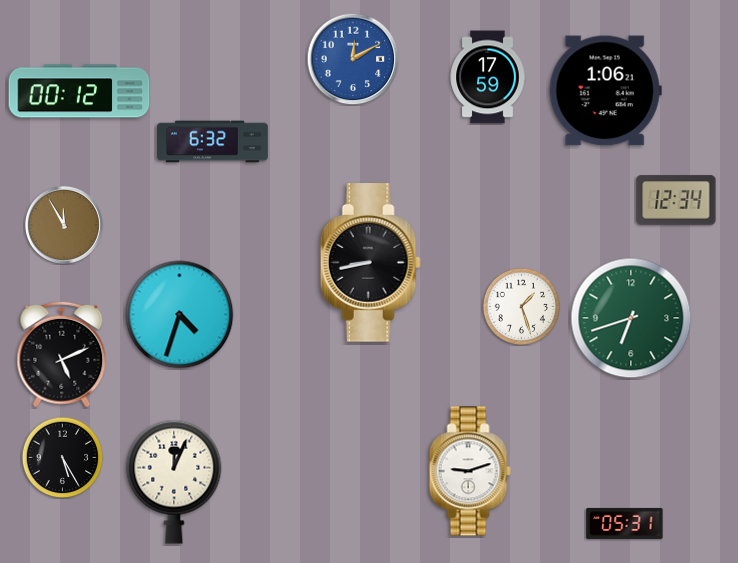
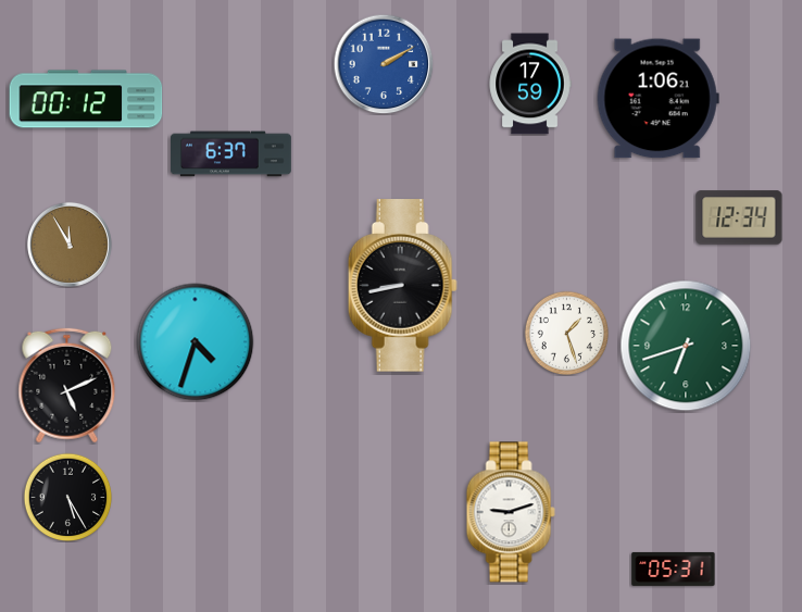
clock at (353, 59): 12:10 -> 2:10
clock at (213, 142): 6:32 -> 6:37
clock at (676, 200) position: (676, 200) -> (739, 217)
clock at (174, 482): 12:04 -> none
clock at (625, 523) position: (625, 523) -> (674, 569)
